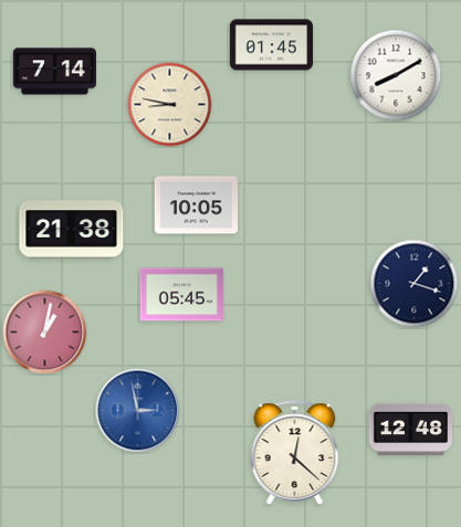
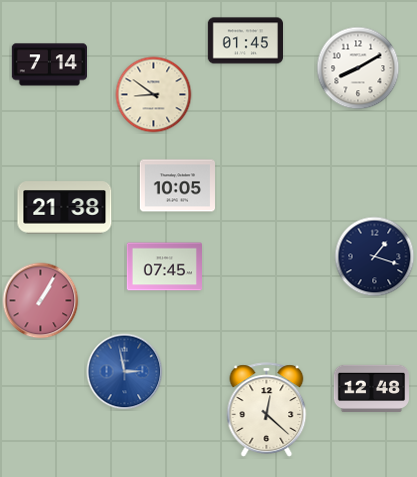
clock at (170, 105): 8:47 -> 8:51
clock at (181, 295): 05:45 -> 07:45
clock at (45, 333): 1:02 -> 1:05
